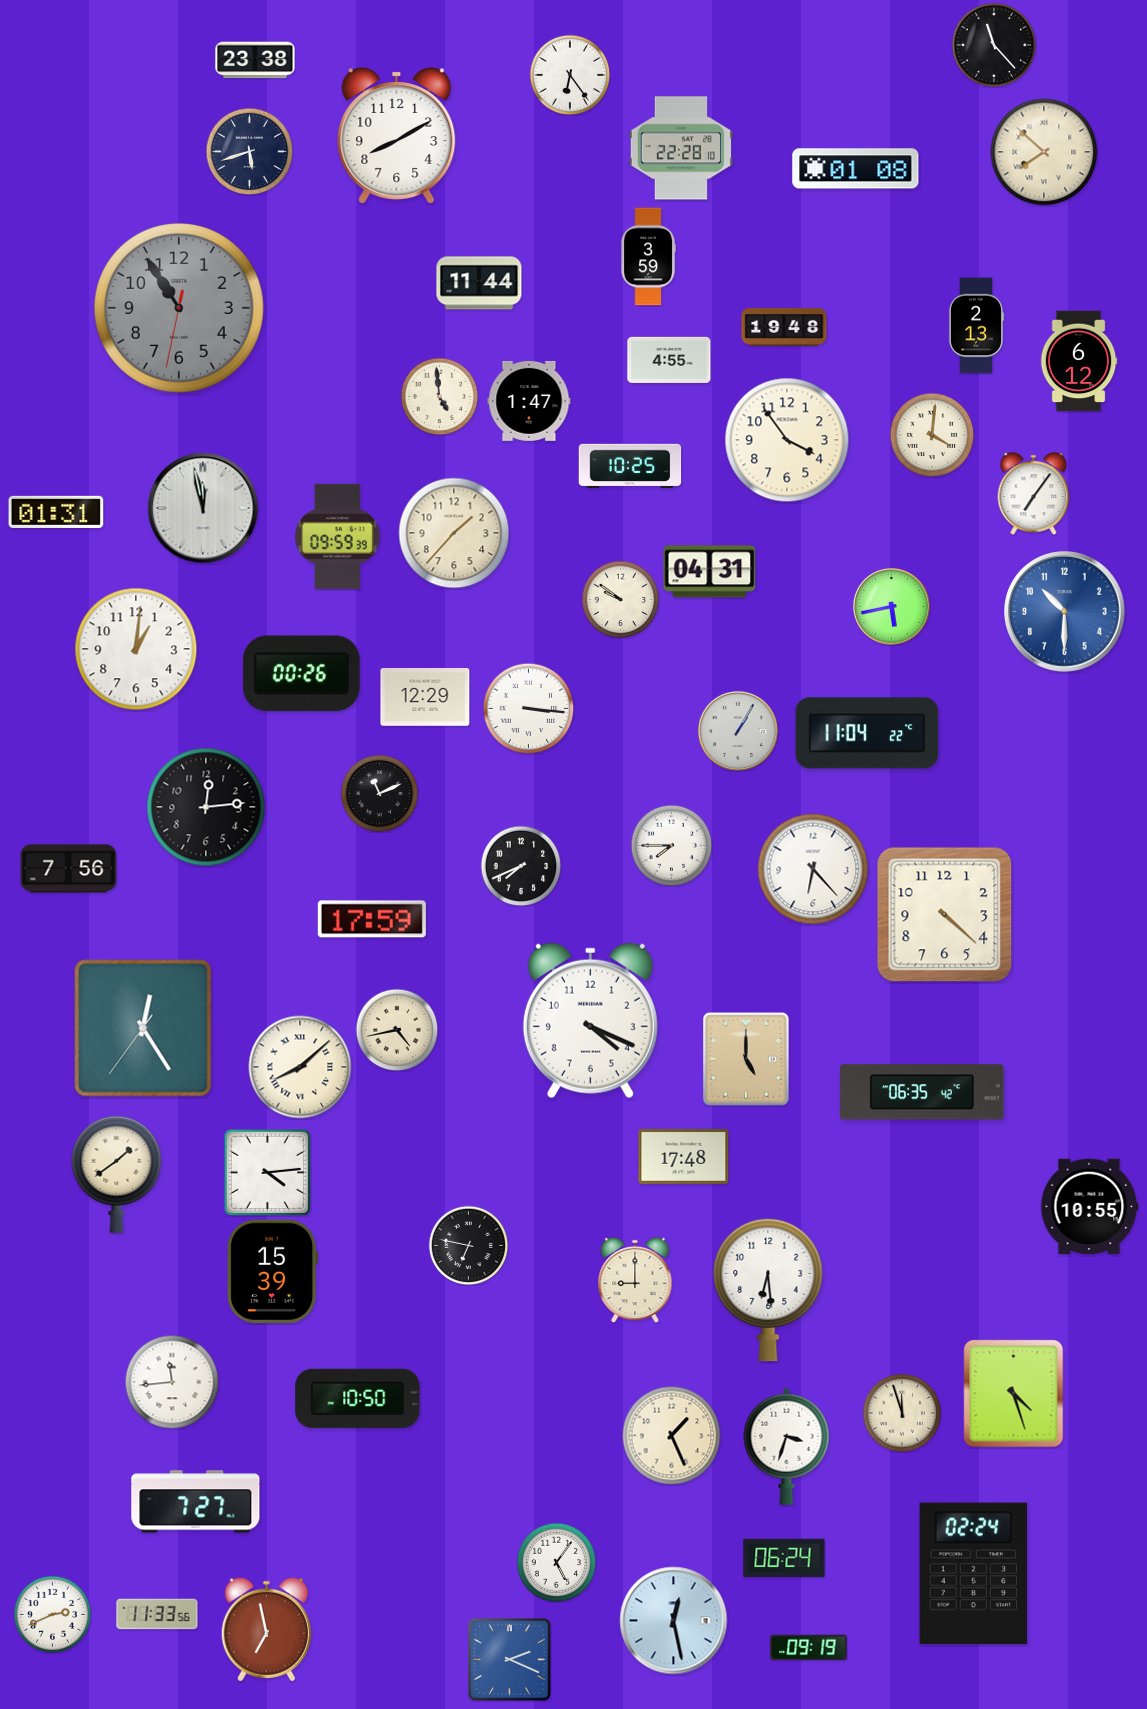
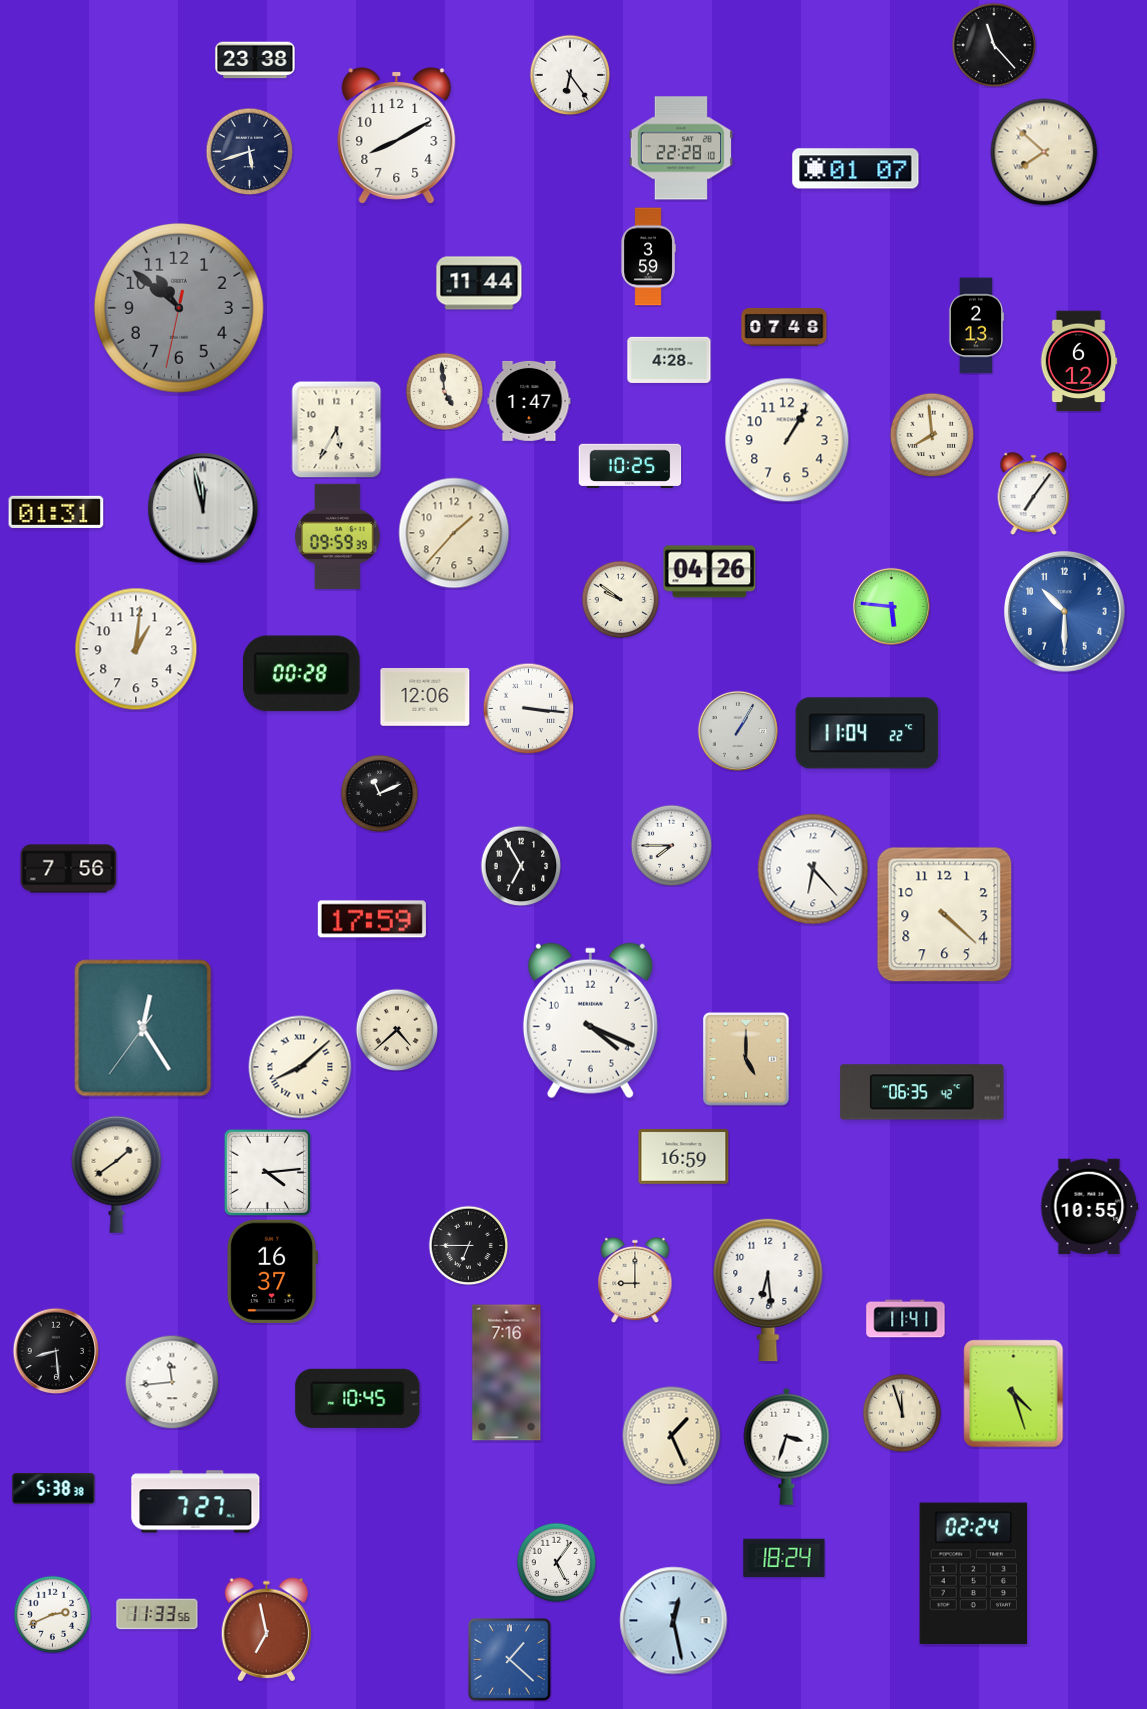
clock at (856, 169): 01:08 -> 01:07
clock at (179, 308): 10:54 -> 10:51
clock at (784, 327): 19:48 -> 07:48
clock at (669, 360): 4:55 -> 4:28
clock at (439, 396) position: (439, 396) -> (444, 391)
clock at (337, 430): none -> 5:35
clock at (932, 435): 4:01 -> 7:59
clock at (787, 440): 3:54 -> 1:05
clock at (710, 572): 04:31 -> 04:26
clock at (891, 606): 5:43 -> 5:46
clock at (301, 674): 00:26 -> 00:28
clock at (425, 698): 12:29 -> 12:06
clock at (206, 807): 12:14 -> none
clock at (521, 866): 7:41 -> 6:55
clock at (397, 1030): 4:43 -> 4:38
clock at (684, 1156): 17:48 -> 16:59
clock at (468, 1245): 6:47 -> 6:45
clock at (273, 1271): 15:39 -> 16:37
clock at (906, 1319): none -> 11:41
clock at (56, 1351): none -> 8:29
clock at (507, 1373): none -> 7:16
clock at (358, 1398): 10:50 -> 10:45
clock at (54, 1489): none -> 5:38
clock at (784, 1558): 06:24 -> 18:24
clock at (809, 1648): 09:19 -> none
clock at (510, 1660): 2:19 -> 1:22
